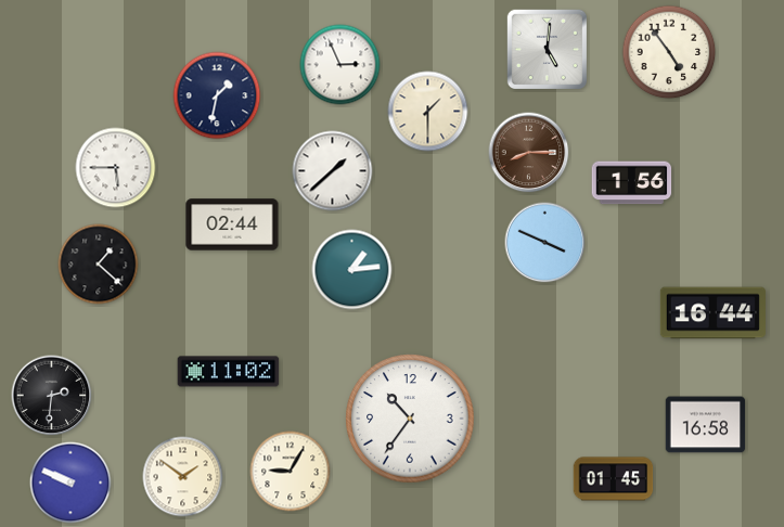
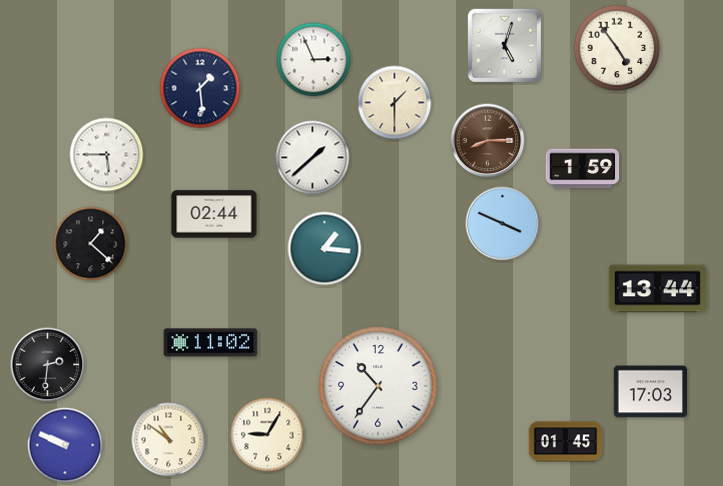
clock at (547, 49): 5:01 -> 5:03
clock at (217, 95): 1:32 -> 1:29
clock at (333, 171) position: (333, 171) -> (313, 158)
clock at (632, 183): 1:56 -> 1:59
clock at (232, 224) position: (232, 224) -> (214, 214)
clock at (352, 270): 1:14 -> 1:16
clock at (712, 313): 16:44 -> 13:44
clock at (706, 425): 16:58 -> 17:03
clock at (183, 477): 1:51 -> 10:51
